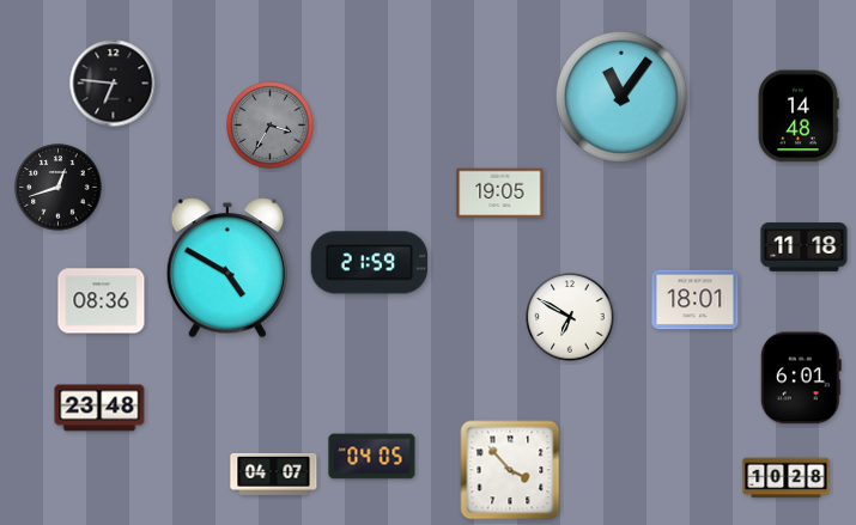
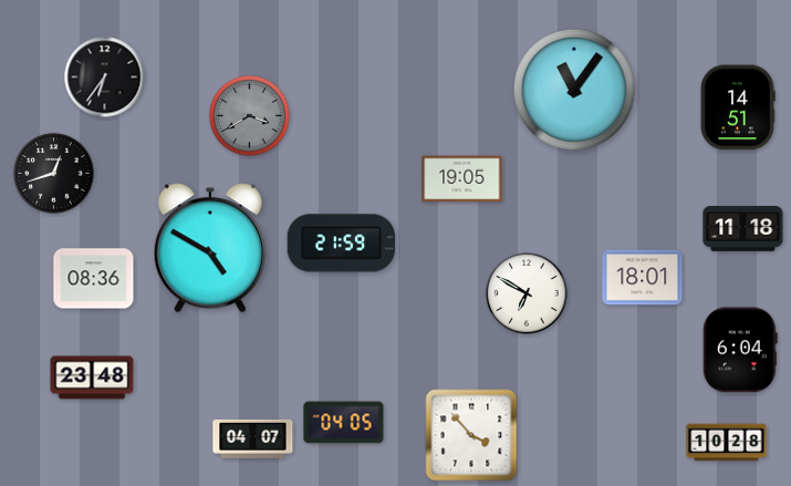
clock at (114, 84): 6:46 -> 6:36
clock at (799, 116): 14:48 -> 14:51
clock at (271, 126): 3:35 -> 3:40
clock at (801, 378): 6:01 -> 6:04
